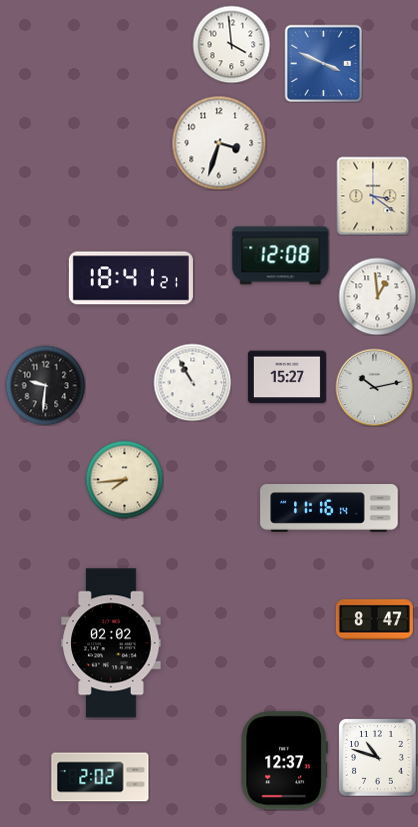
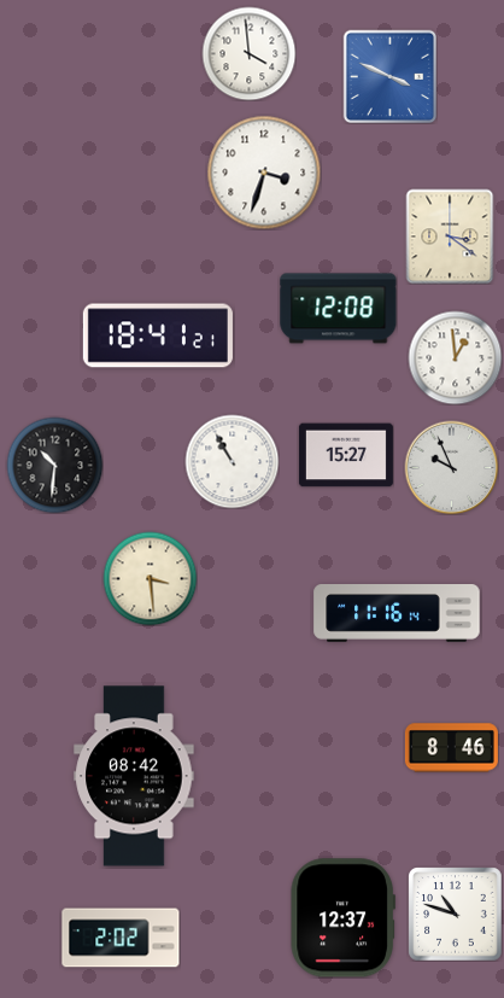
clock at (231, 44) position: (231, 44) -> (248, 53)
clock at (45, 385): 9:31 -> 10:31
clock at (374, 387): 10:13 -> 9:56
clock at (124, 479): 7:44 -> 3:29
clock at (374, 620): 8:47 -> 8:46
clock at (111, 643): 02:02 -> 08:42
